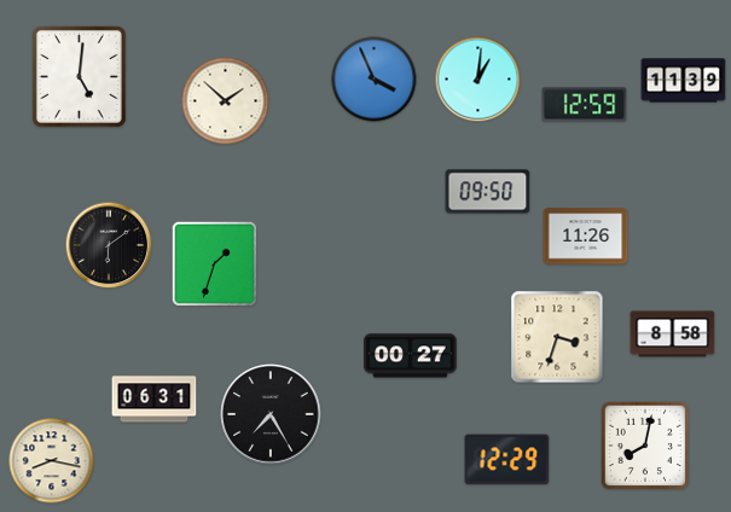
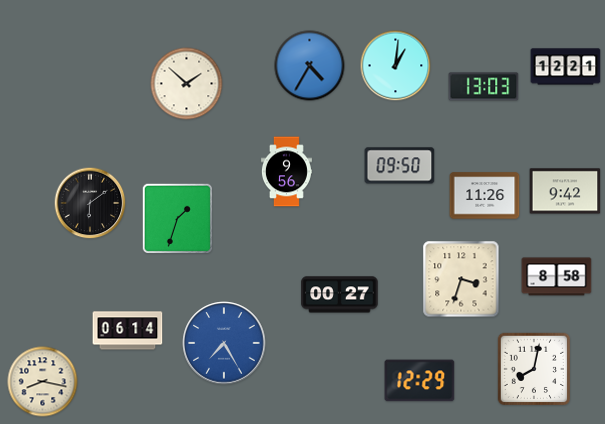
clock at (79, 76): 5:01 -> none
clock at (375, 80): 3:56 -> 4:35
clock at (684, 81): 11:39 -> 12:21
clock at (585, 105): 12:59 -> 13:03
clock at (488, 192) position: (488, 192) -> (400, 166)
clock at (286, 172): none -> 9:56
clock at (565, 191): none -> 9:42
clock at (155, 400): 06:31 -> 06:14
clock at (271, 414) dial: black -> blue
